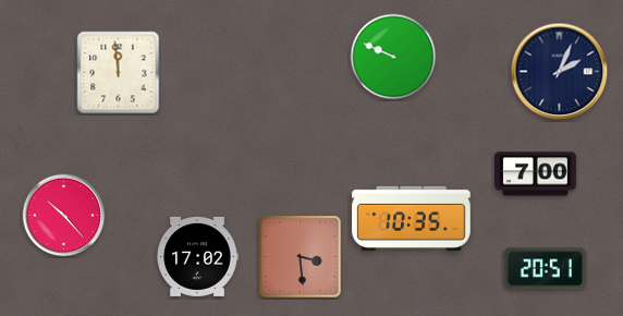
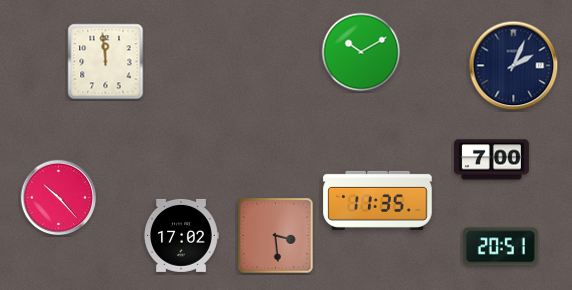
clock at (393, 57): 9:49 -> 10:10
clock at (119, 73) position: (119, 73) -> (106, 62)
clock at (412, 218): 10:35 -> 11:35
